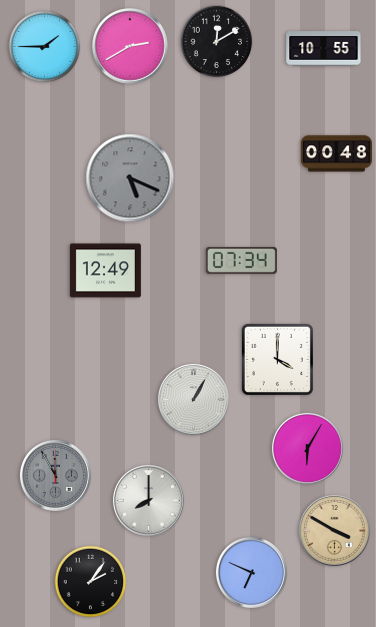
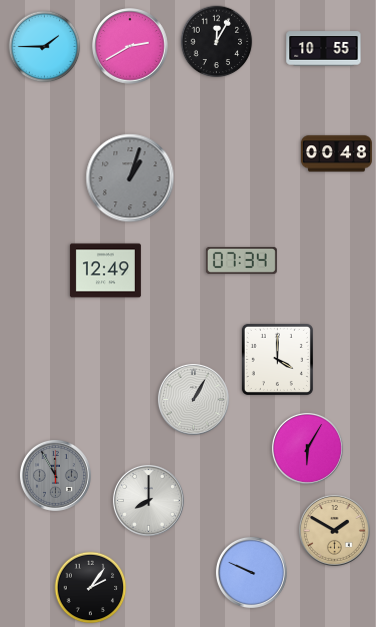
clock at (217, 42): 12:10 -> 12:05
clock at (130, 178): 5:19 -> 1:03
clock at (334, 530): 3:50 -> 1:50
clock at (251, 572): 6:49 -> 9:49
clock at (91, 582) position: (91, 582) -> (91, 588)
